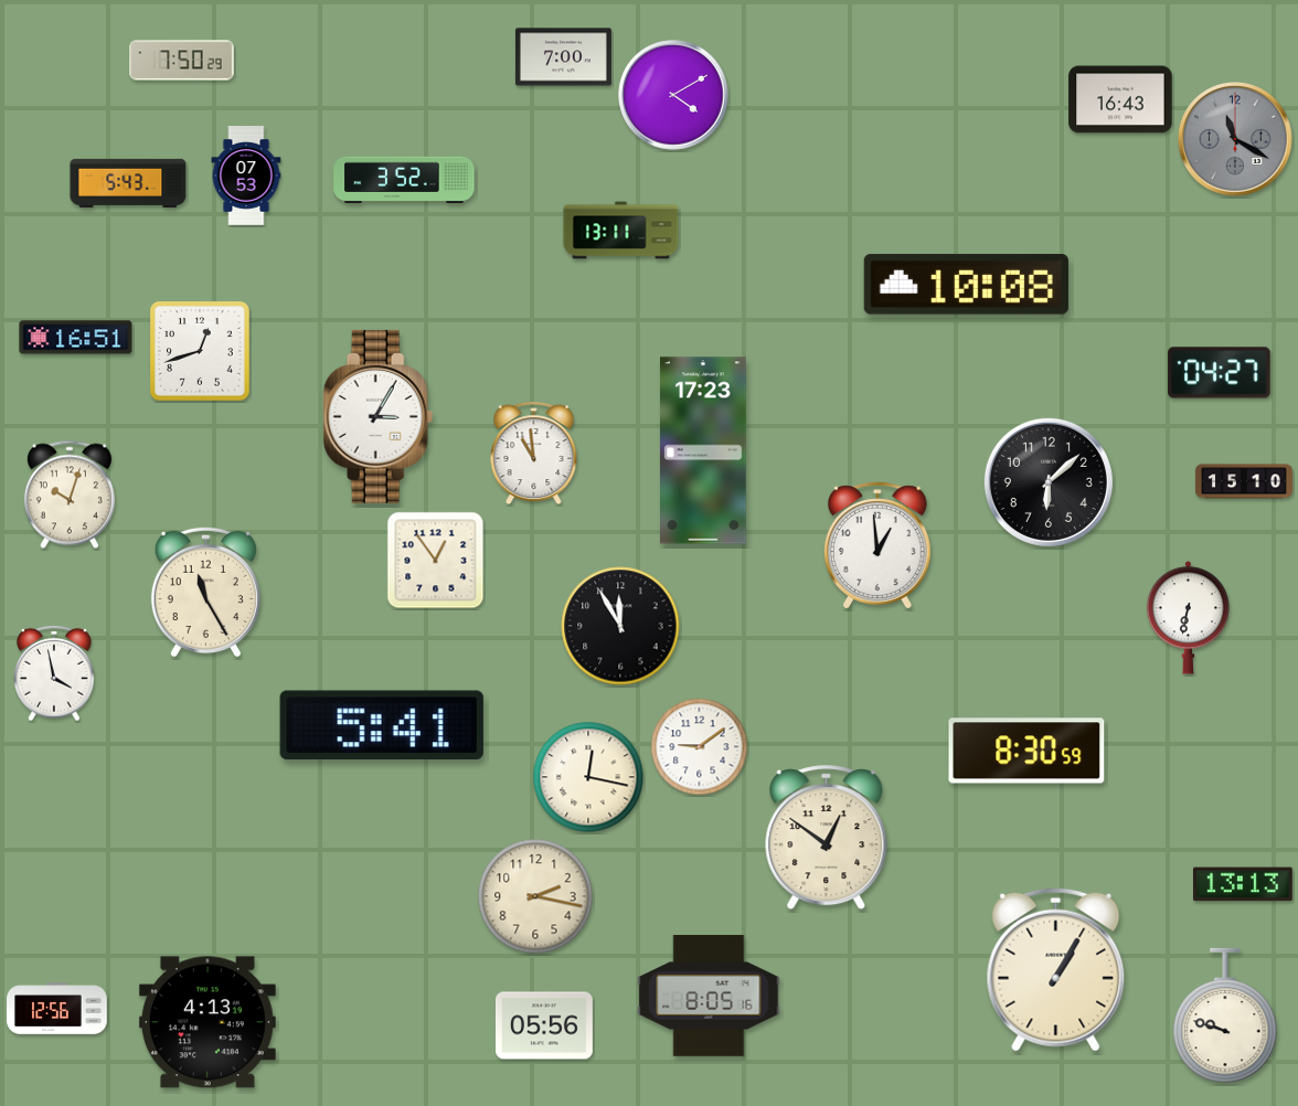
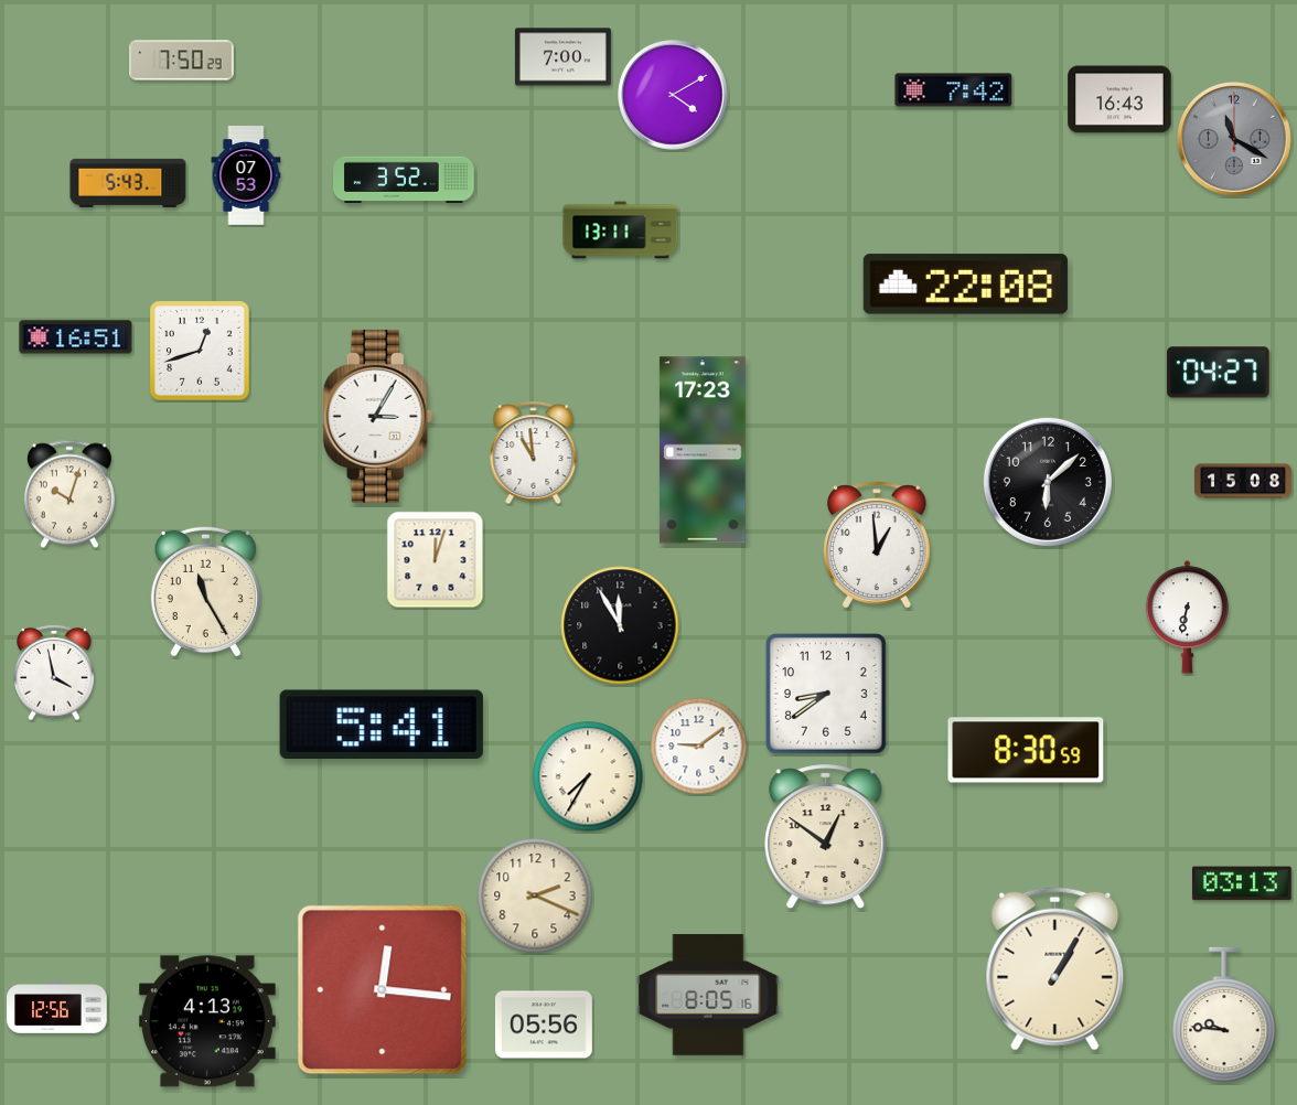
clock at (954, 90): none -> 7:42
clock at (966, 285): 10:08 -> 22:08
clock at (1244, 481): 15:10 -> 15:08
clock at (436, 561): 12:54 -> 12:03
clock at (827, 695): none -> 8:39
clock at (588, 777): 12:17 -> 7:35
clock at (1243, 884): 13:13 -> 03:13
clock at (535, 896): 2:17 -> 2:19
clock at (383, 990): none -> 12:16
clock at (1225, 1015): 9:48 -> 9:46
